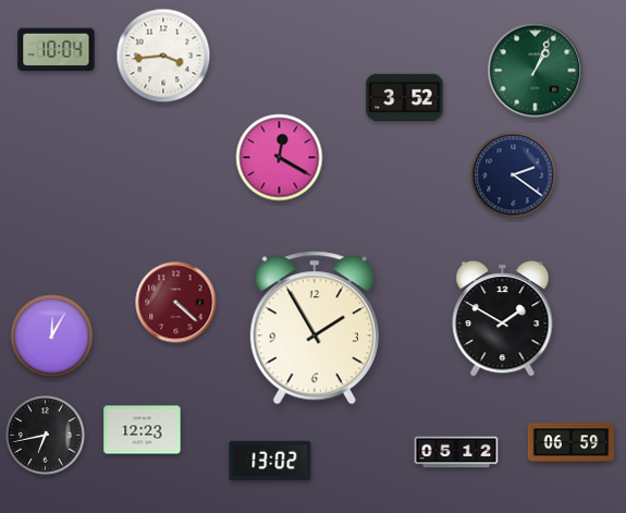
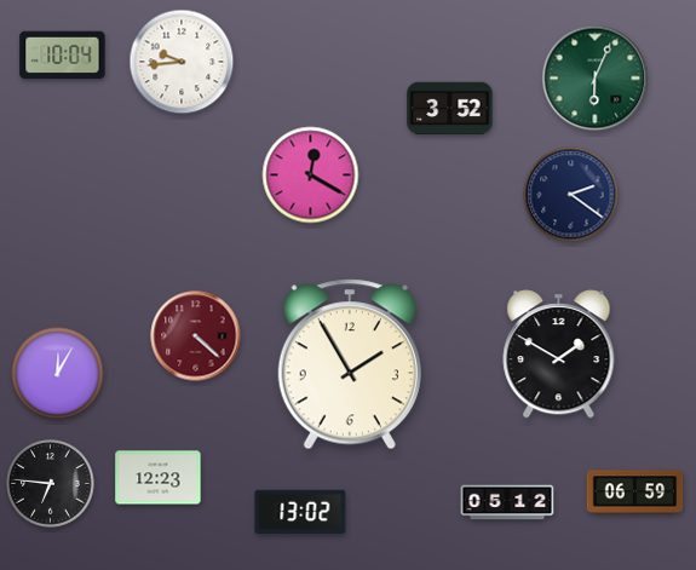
clock at (163, 56): 3:44 -> 9:44
clock at (536, 71): 1:04 -> 6:04
clock at (46, 436): 6:43 -> 6:46
